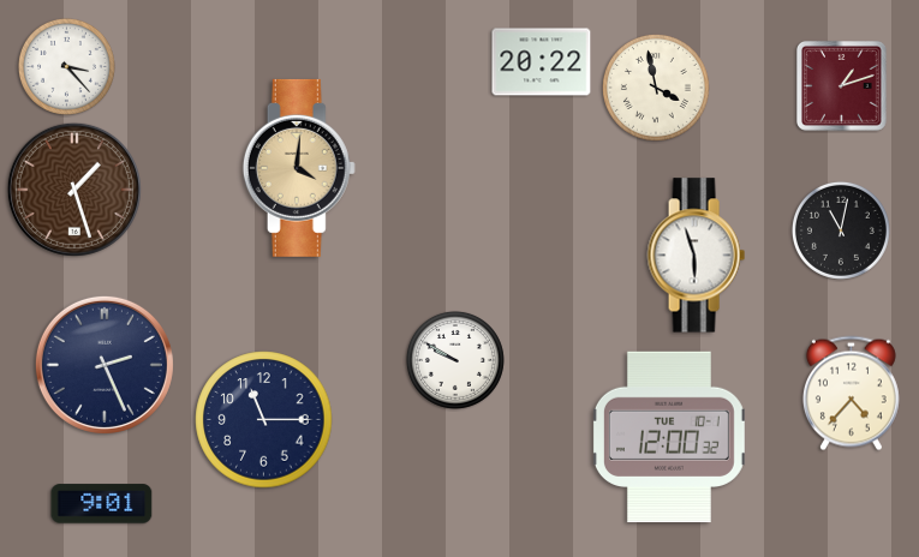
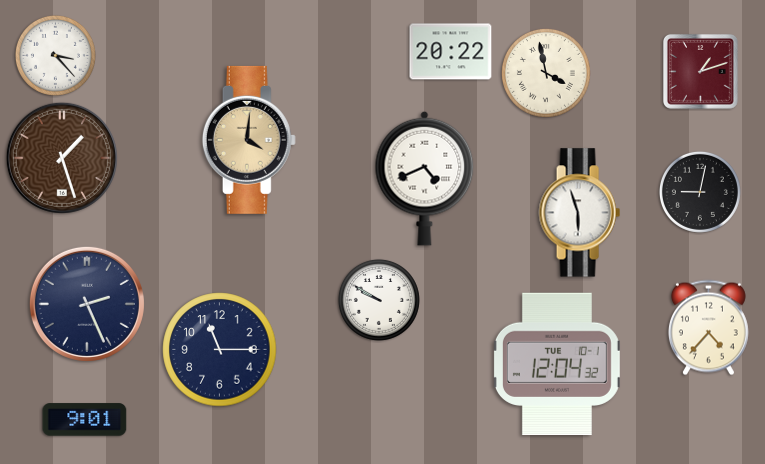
clock at (425, 178): none -> 4:41
clock at (841, 230): 11:02 -> 9:02
clock at (669, 437): 12:00 -> 12:04
